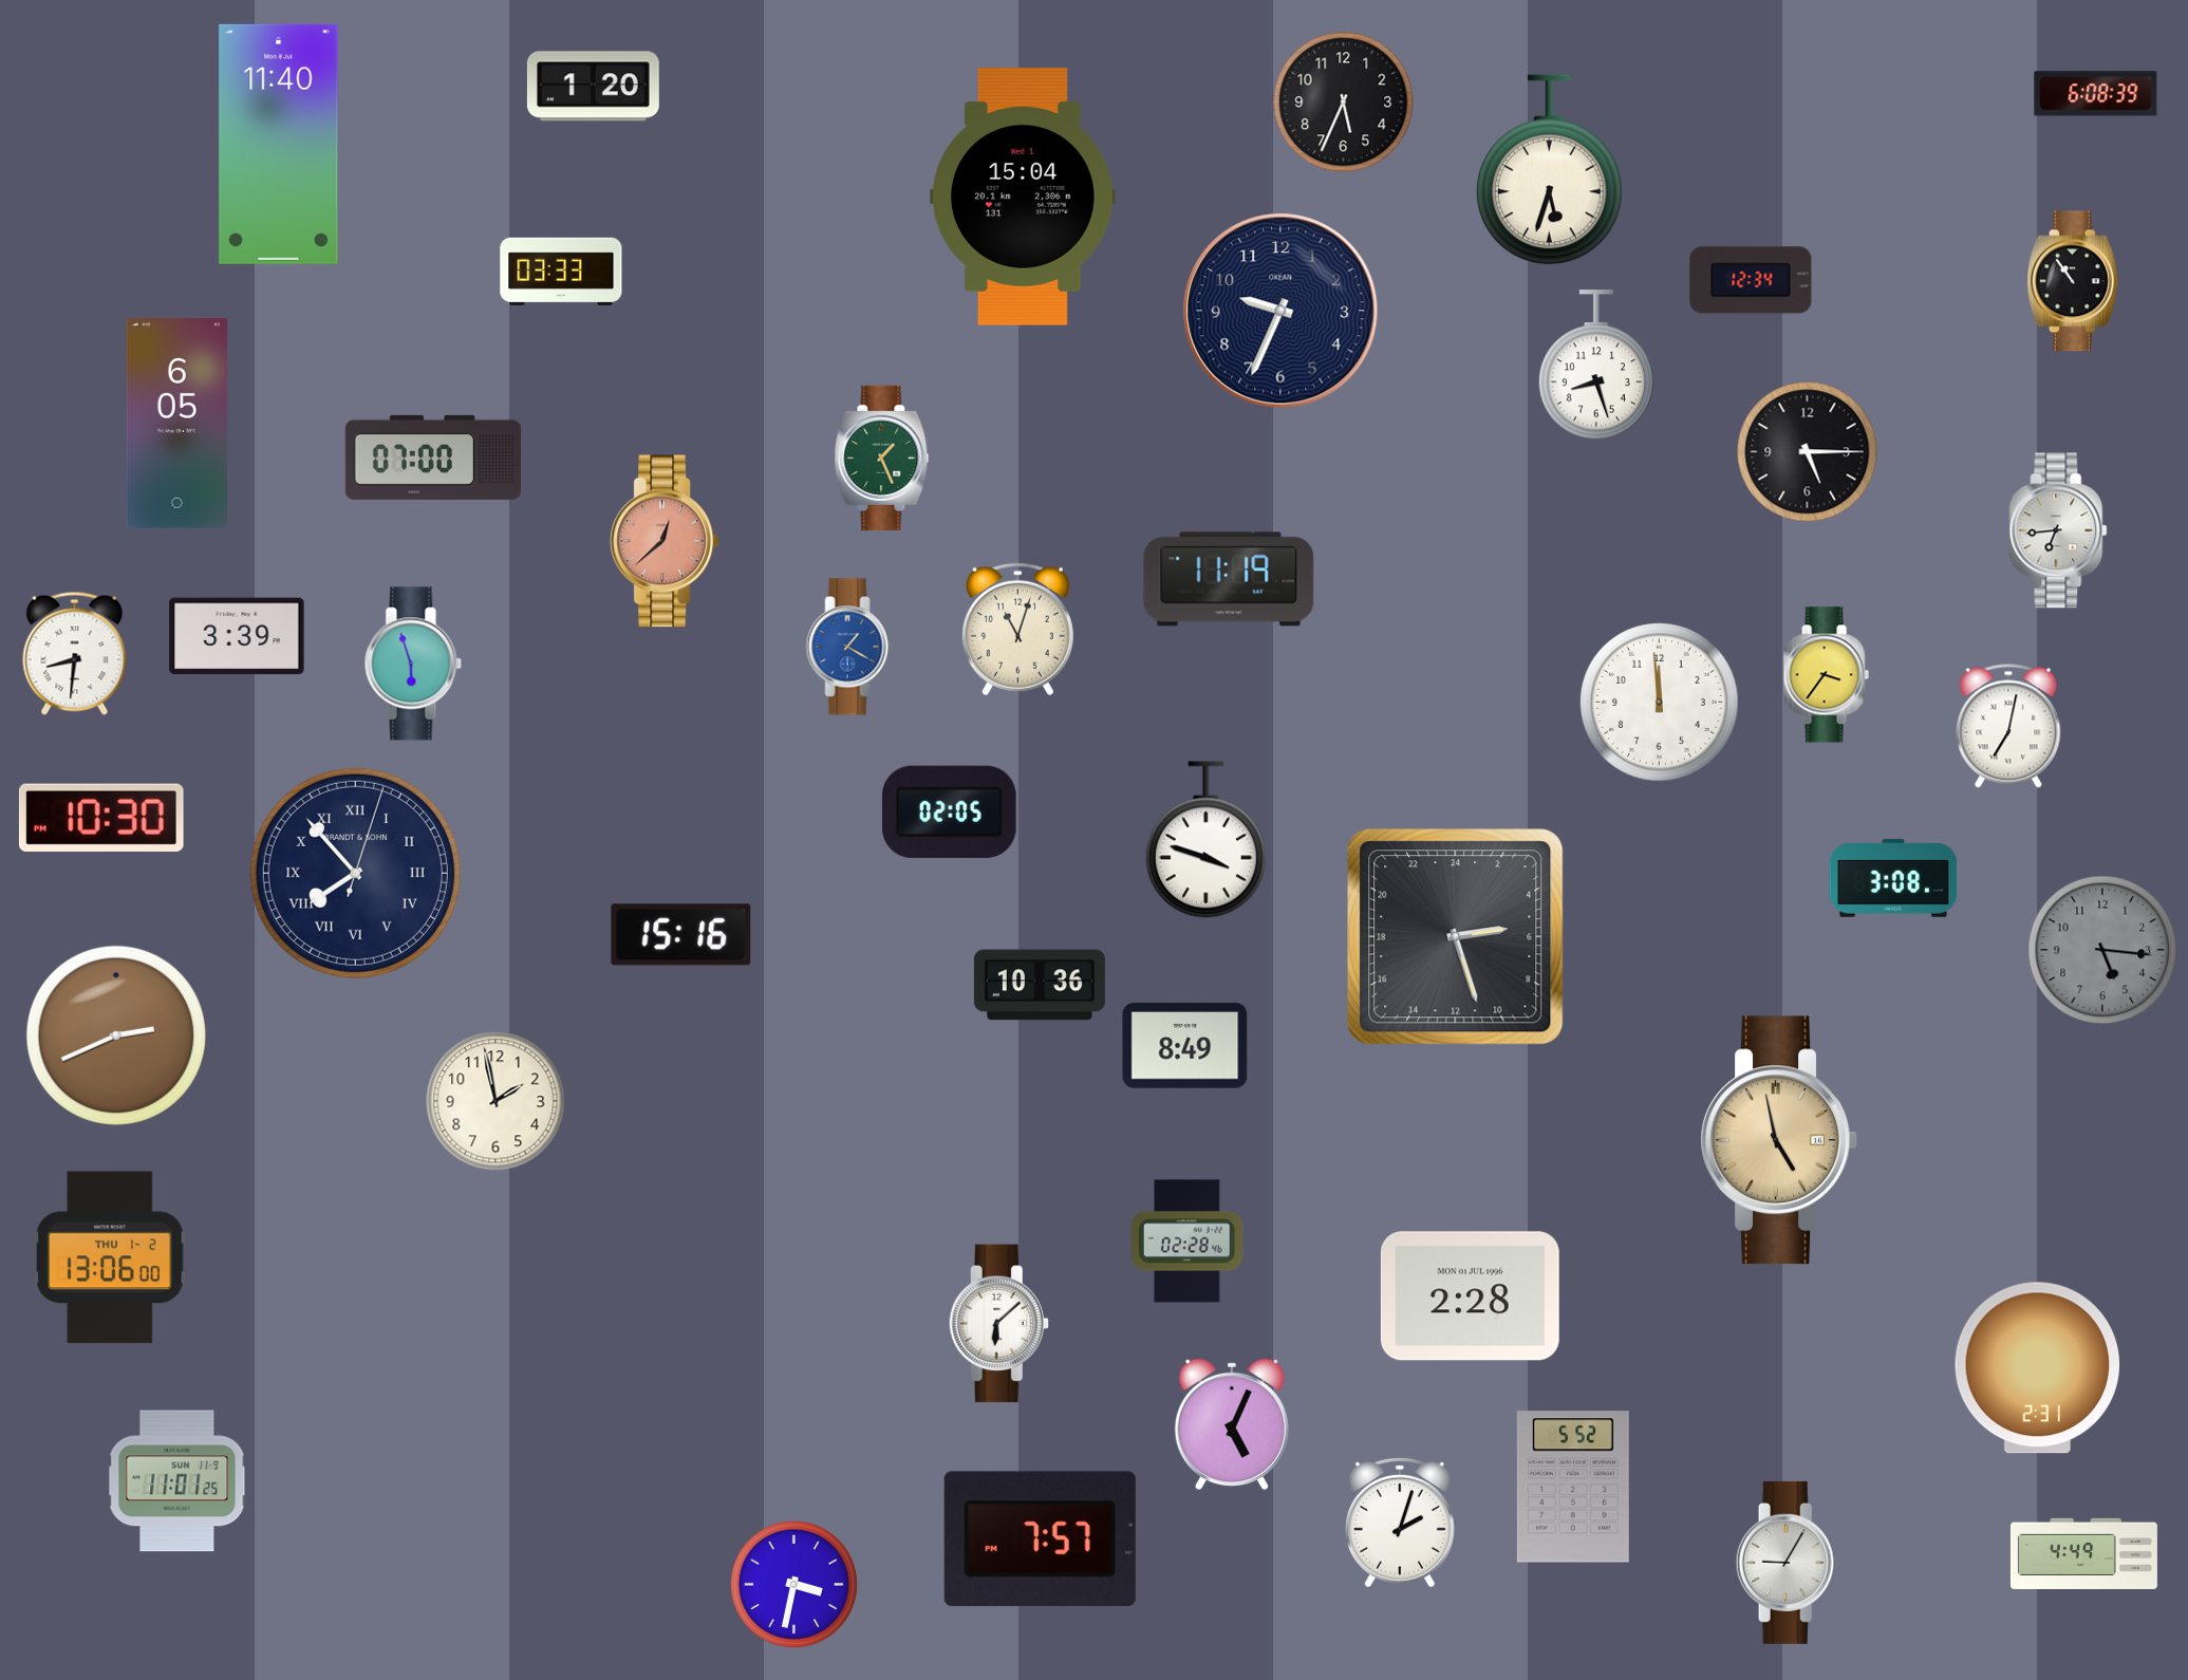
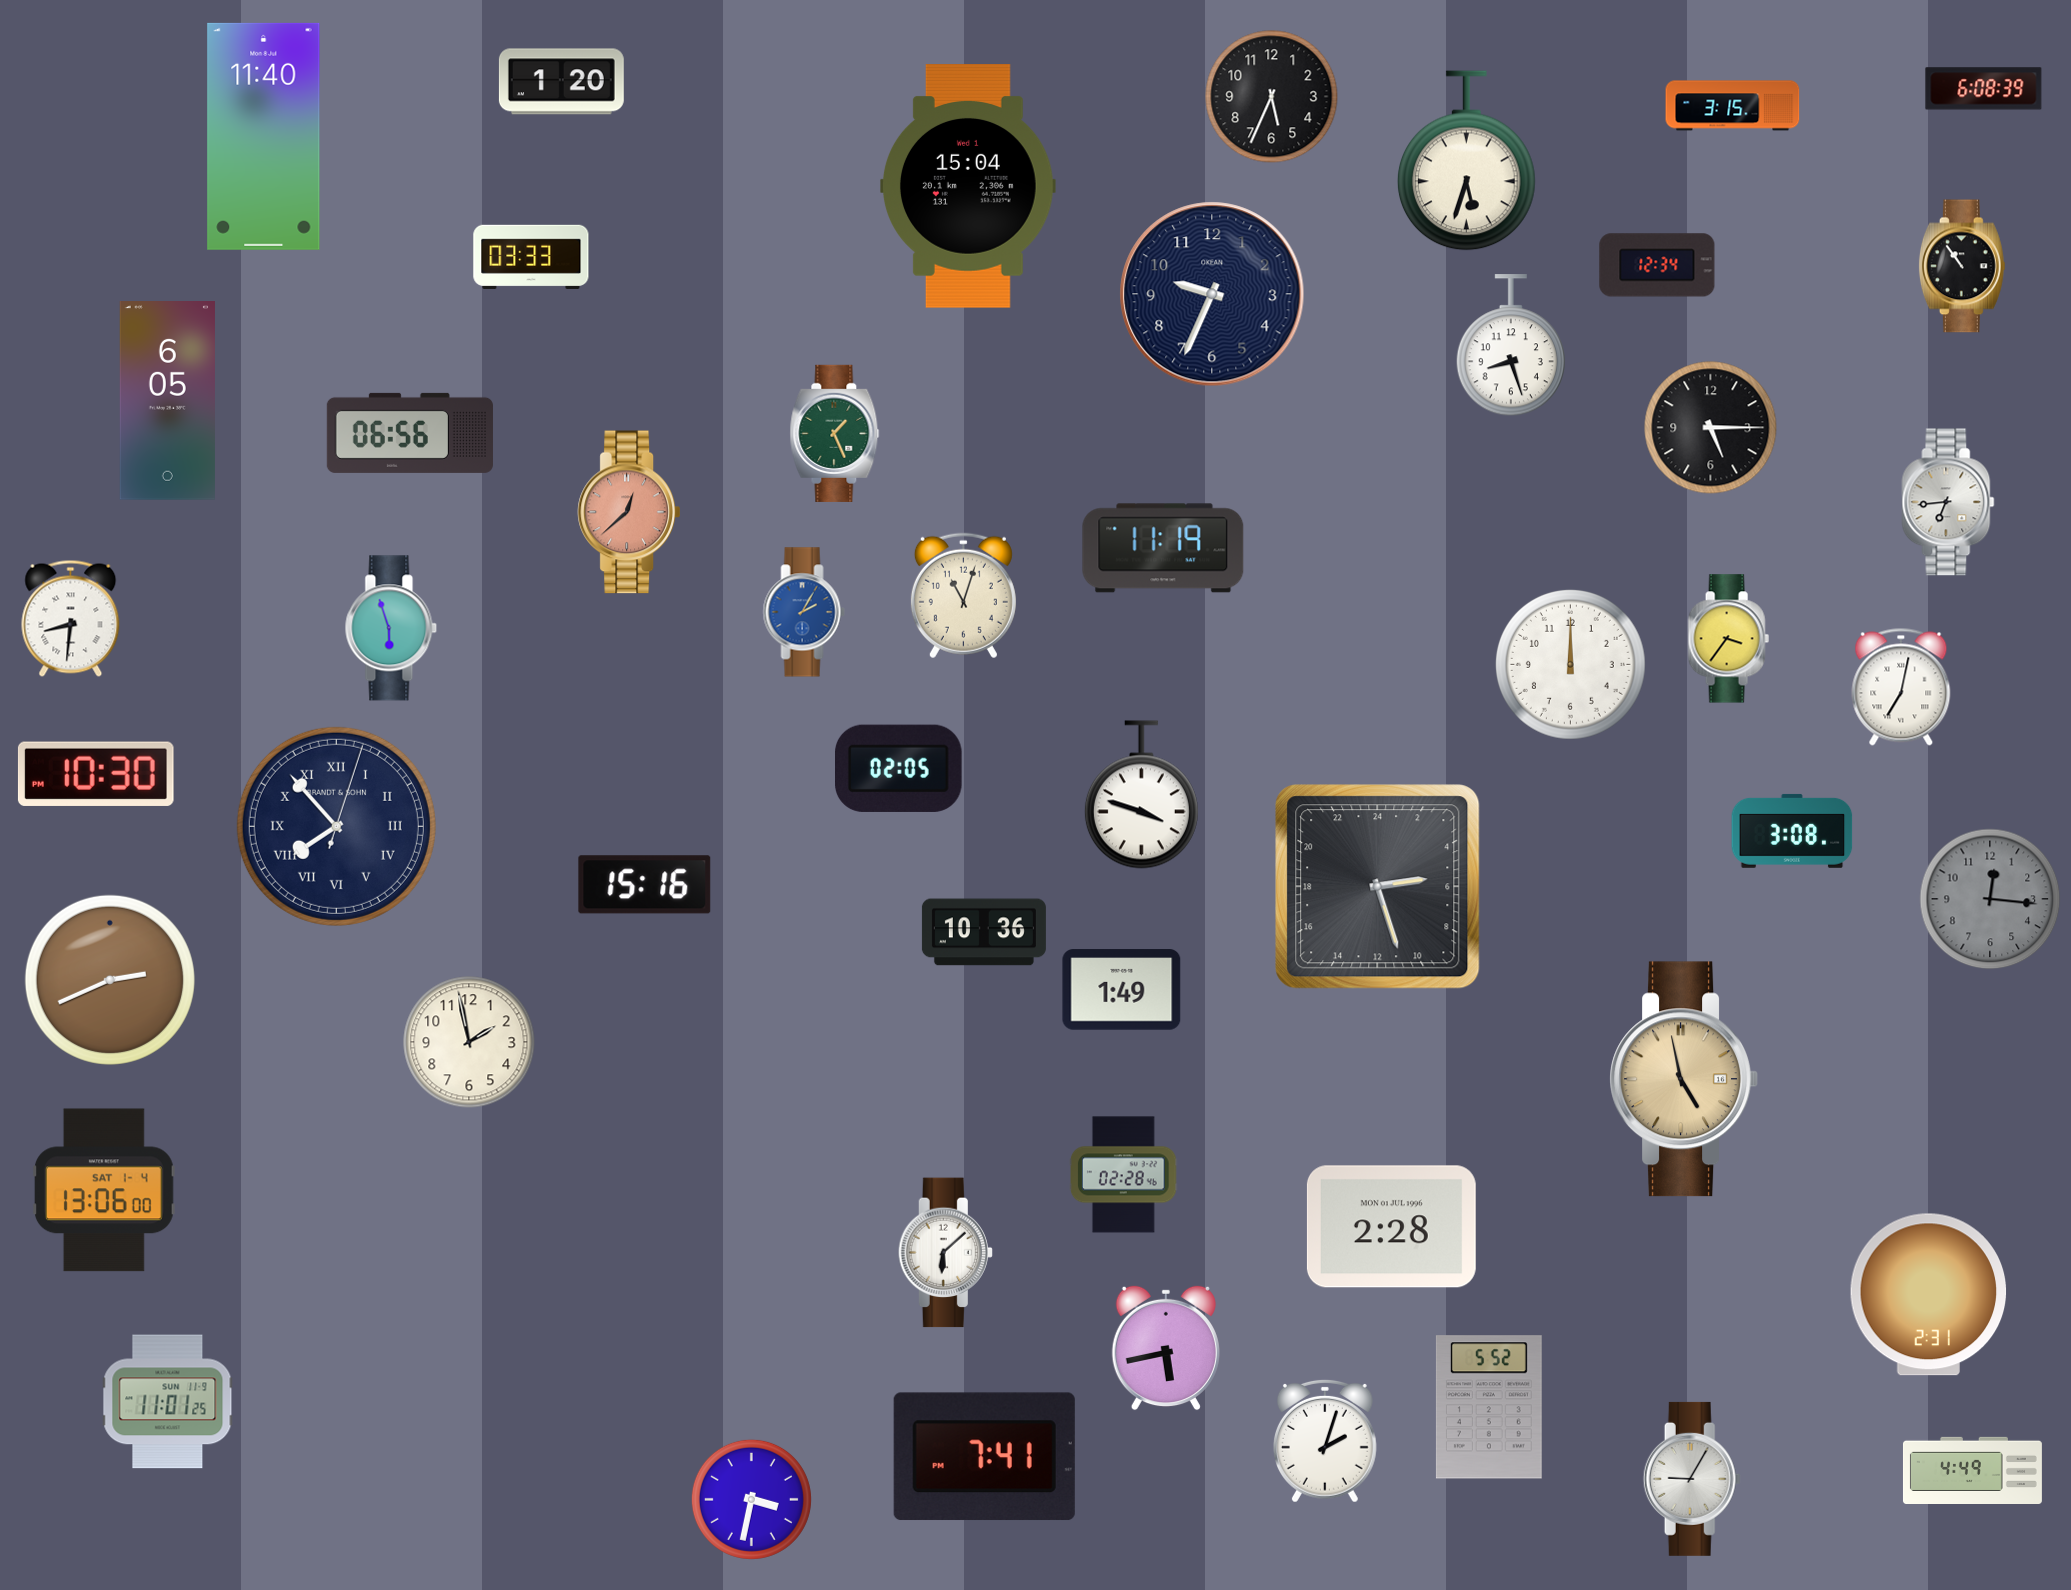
clock at (1733, 106): none -> 3:15
clock at (433, 458): 07:00 -> 06:56
clock at (237, 636): 3:39 -> none
clock at (849, 647): 1:20 -> 2:05
clock at (1659, 702): 11:59 -> 12:00
clock at (2102, 950): 5:16 -> 12:16
clock at (1185, 1046): 8:49 -> 1:49
clock at (110, 1257) date: THU 1-2 -> SAT 1-4
clock at (1232, 1424): 5:04 -> 5:43
clock at (1040, 1539): 7:57 -> 7:41
